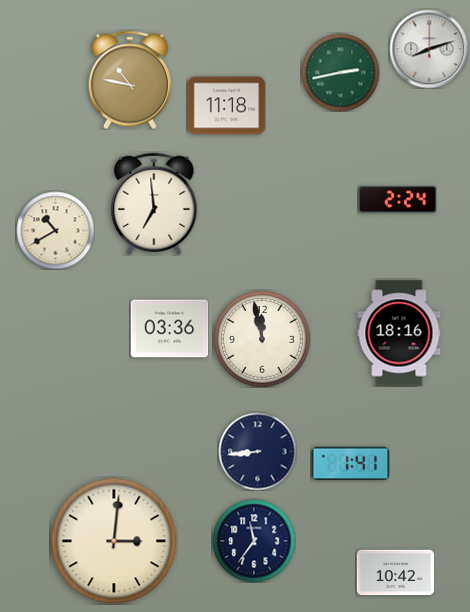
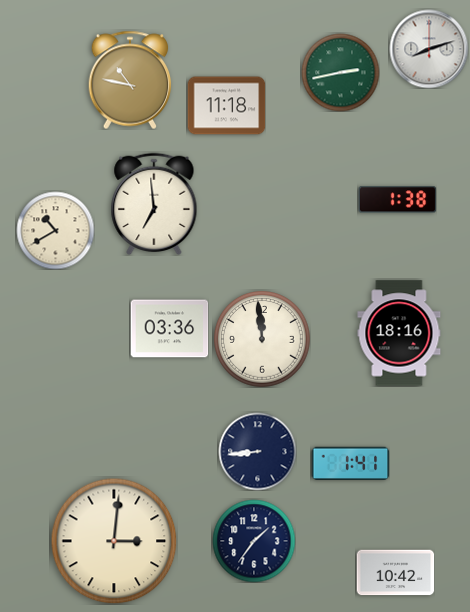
clock at (397, 200): 2:24 -> 1:38
clock at (262, 339): 11:58 -> 11:59
clock at (254, 541): 11:36 -> 1:36
